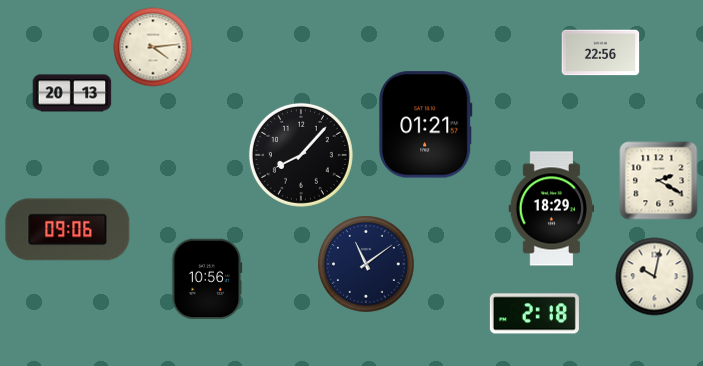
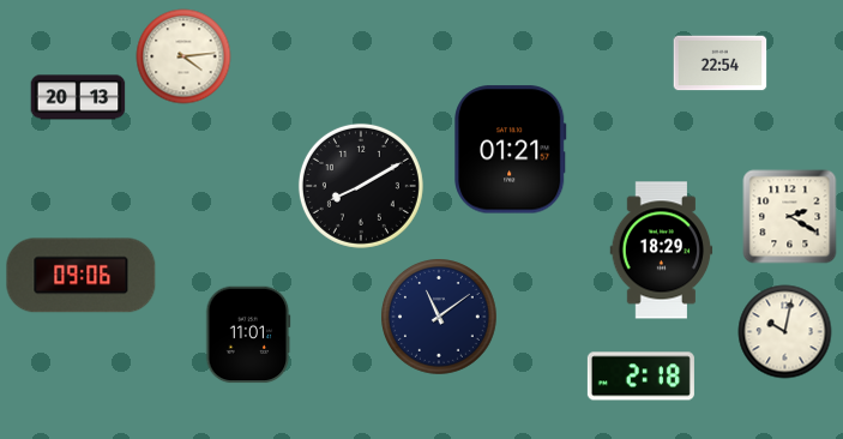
clock at (600, 53): 22:56 -> 22:54
clock at (72, 93) position: (72, 93) -> (78, 97)
clock at (301, 155): 8:07 -> 8:10
clock at (207, 279): 10:56 -> 11:01
